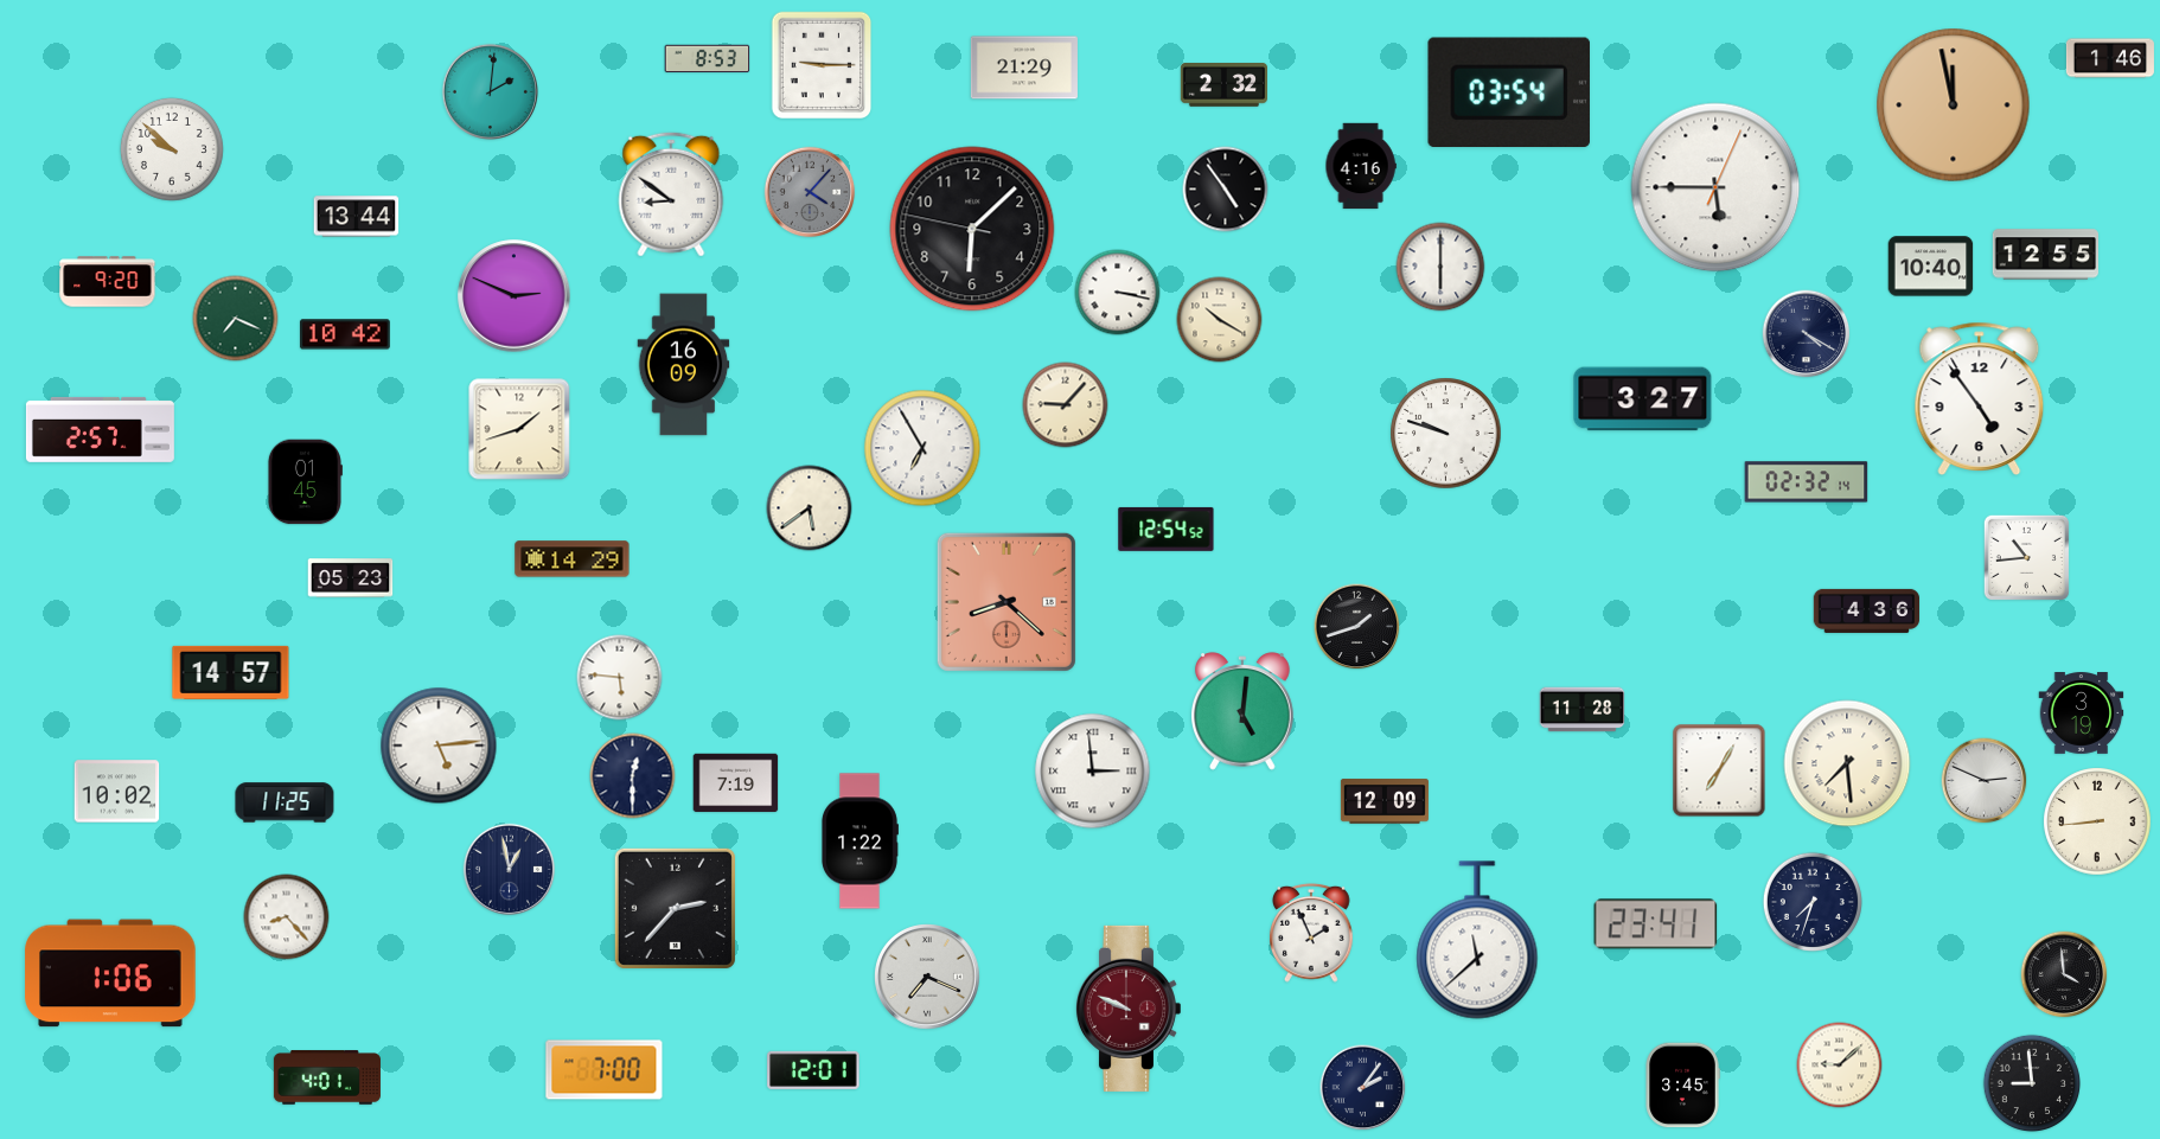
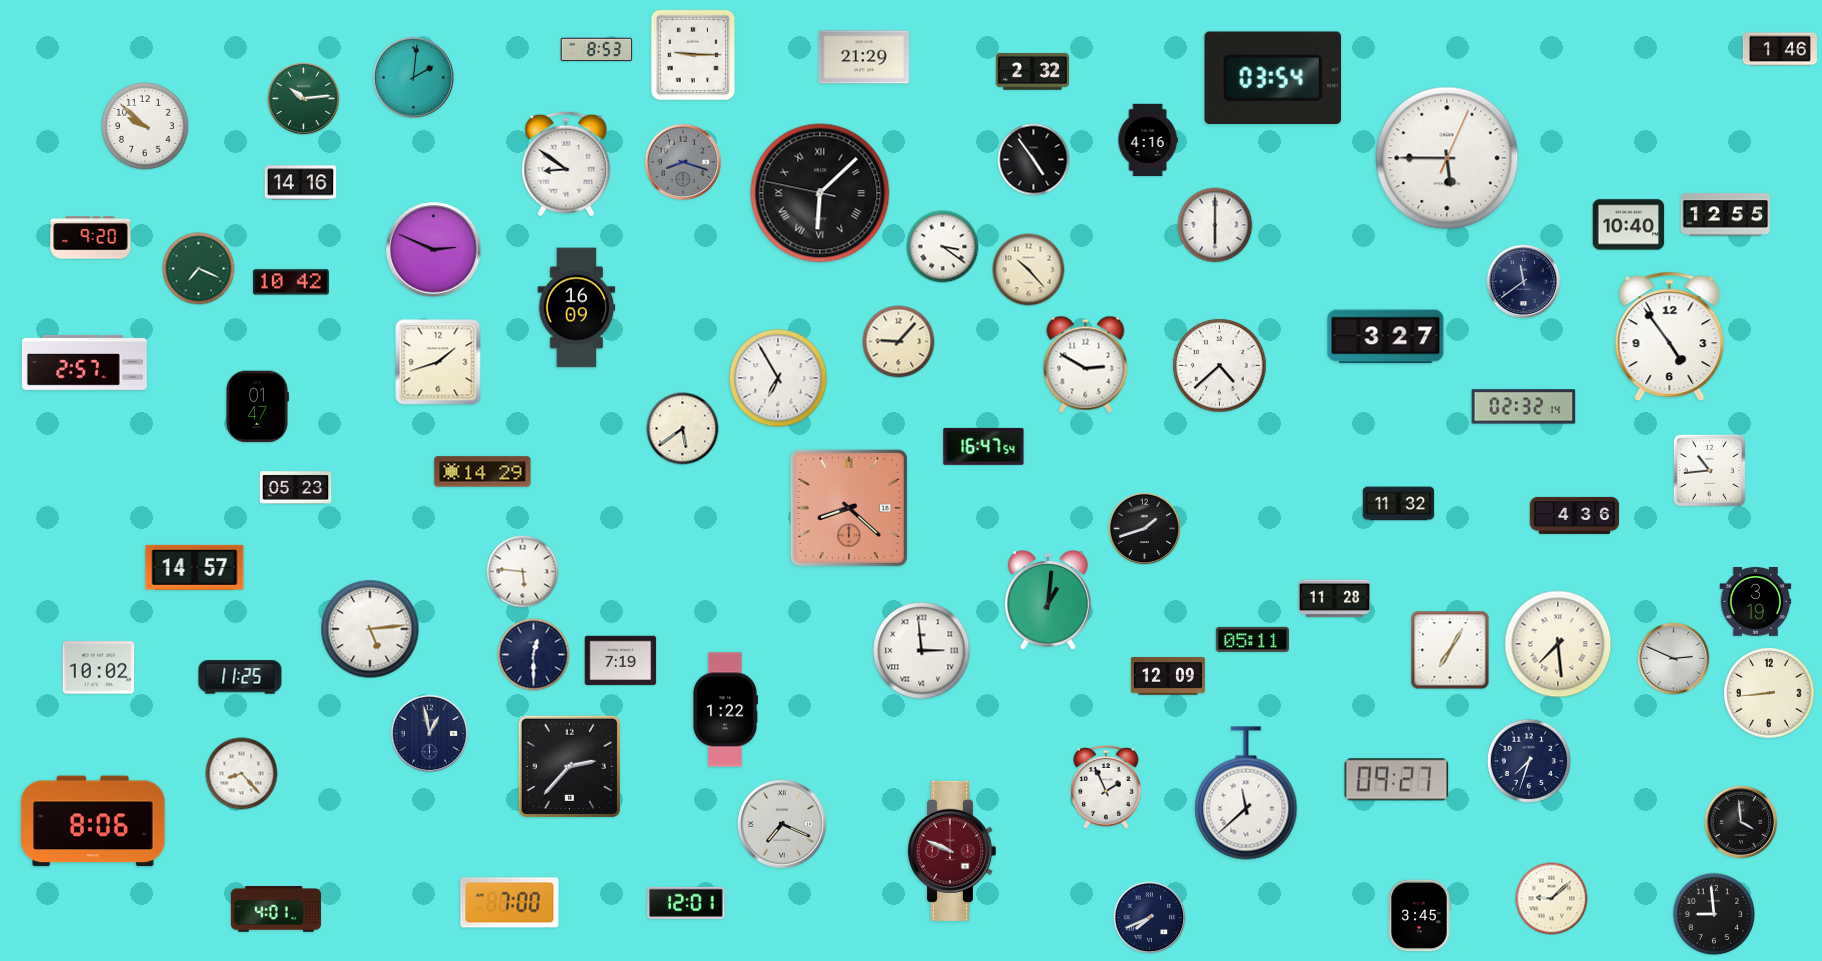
clock at (1954, 105): 11:58 -> none
clock at (304, 99): none -> 10:14
clock at (810, 192): 4:07 -> 8:18
clock at (357, 217): 13:44 -> 14:16
clock at (972, 229) numerals: Arabic -> Roman
clock at (1118, 293): 3:17 -> 3:21
clock at (1220, 320): 10:20 -> 10:23
clock at (1807, 334): 4:20 -> 11:39
clock at (1086, 364): none -> 2:50
clock at (1446, 434): 9:48 -> 4:38
clock at (305, 482): 01:45 -> 01:47
clock at (1167, 529): 12:54 -> 16:47
clock at (1399, 504): none -> 11:32
clock at (1244, 711): 5:01 -> 1:01
clock at (1252, 639): none -> 05:11
clock at (1656, 924): 23:41 -> 09:27
clock at (110, 973): 1:06 -> 8:06
clock at (1363, 1088): 2:06 -> 7:41
